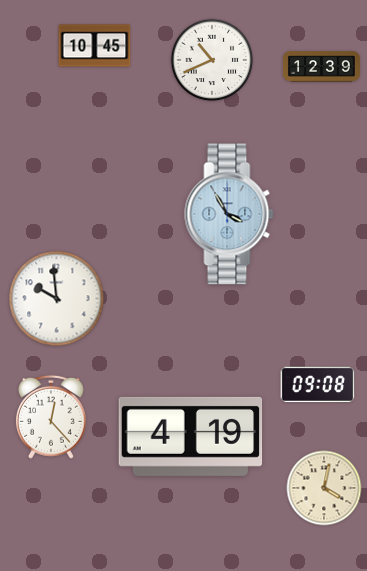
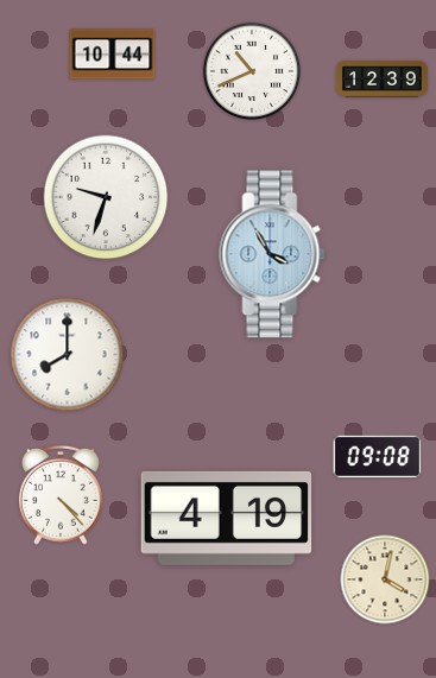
clock at (95, 46): 10:45 -> 10:44
clock at (106, 197): none -> 9:33
clock at (57, 299): 9:59 -> 8:00
clock at (51, 417): 12:23 -> 4:23
